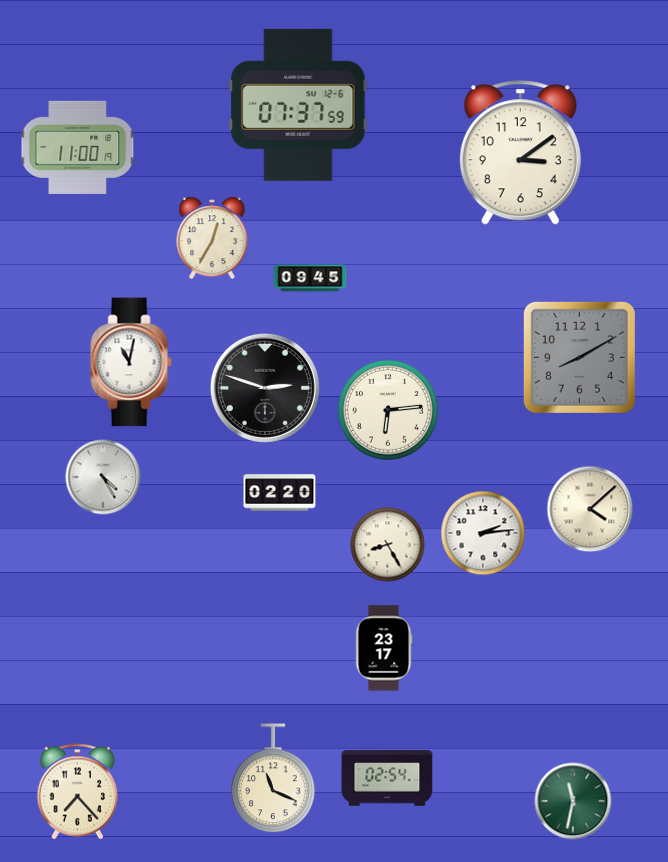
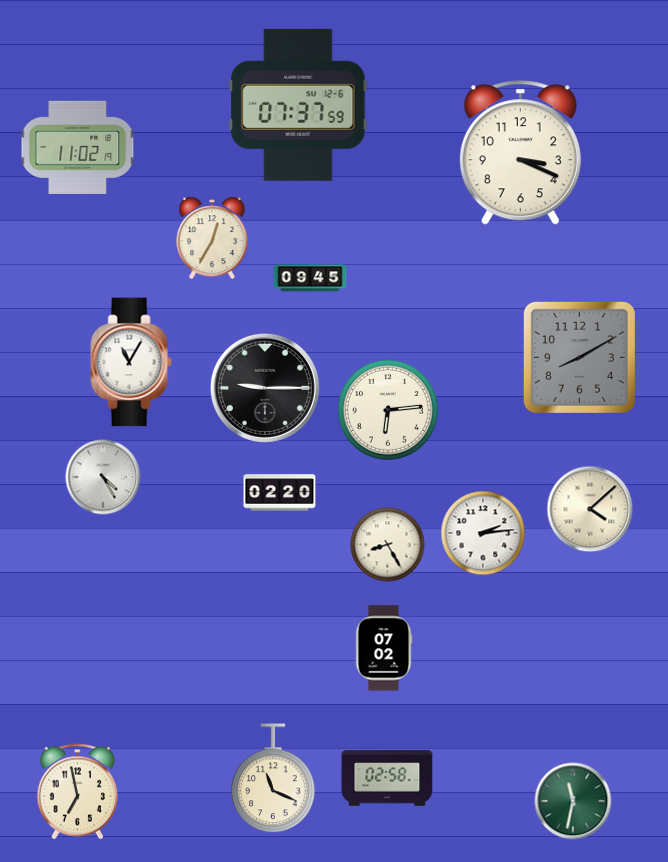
clock at (78, 147): 11:00 -> 11:02
clock at (520, 153): 3:09 -> 3:19
clock at (131, 362): 11:02 -> 11:05
clock at (265, 388): 2:48 -> 9:15
clock at (384, 648): 23:17 -> 07:02
clock at (387, 778): 02:54 -> 02:58
clock at (77, 792): 7:23 -> 6:58
